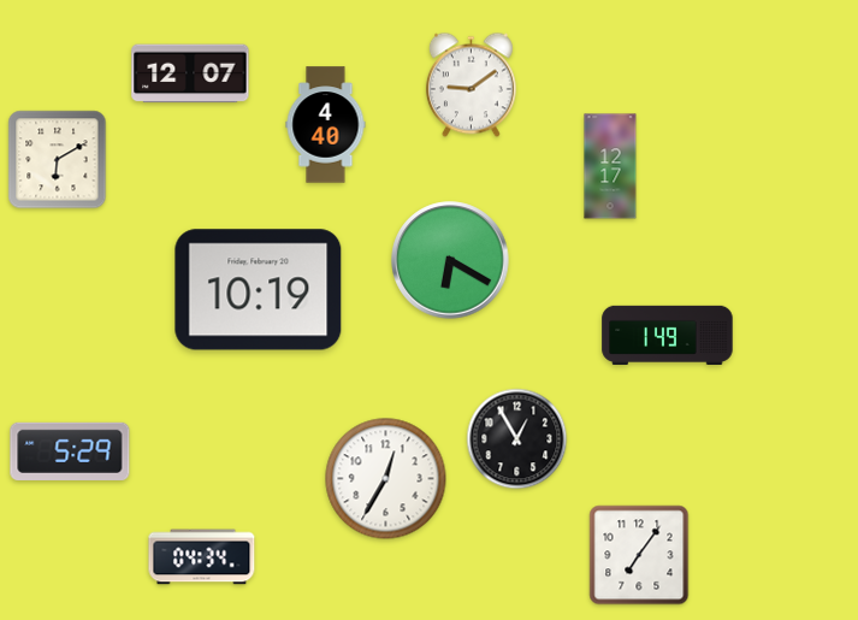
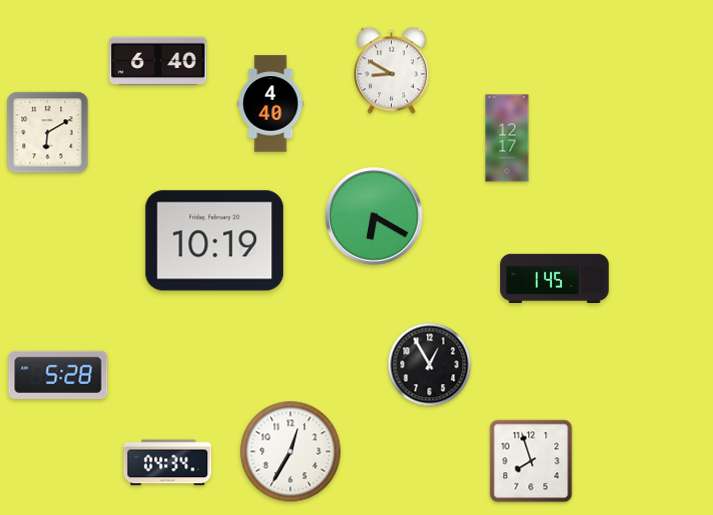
clock at (190, 73): 12:07 -> 6:40
clock at (471, 85): 9:09 -> 8:50
clock at (668, 335): 1:49 -> 1:45
clock at (70, 451): 5:29 -> 5:28
clock at (386, 479) position: (386, 479) -> (291, 452)
clock at (639, 555): 7:06 -> 7:57
